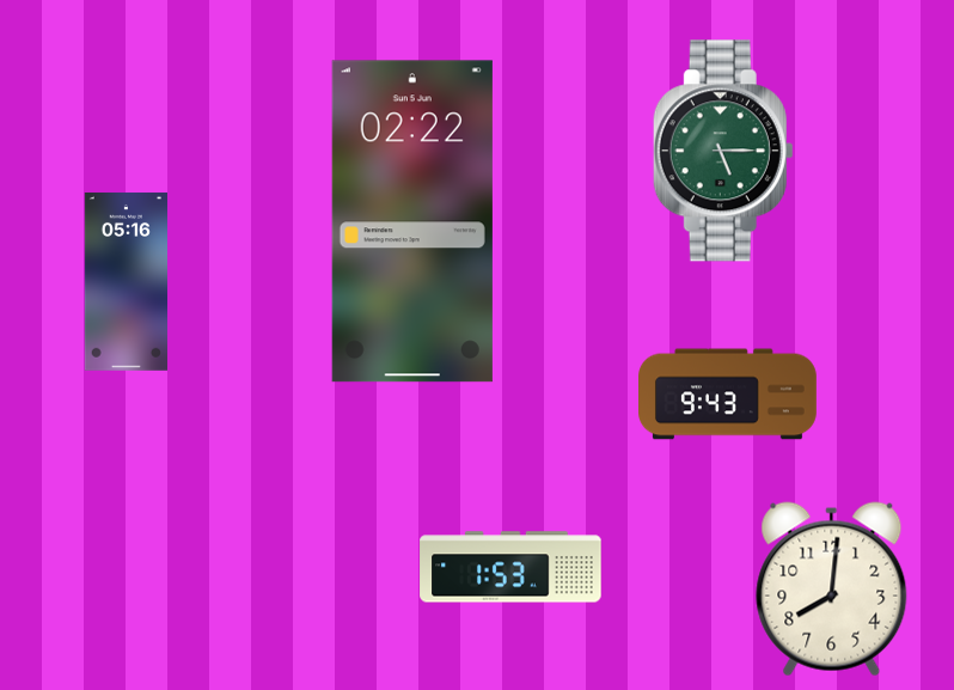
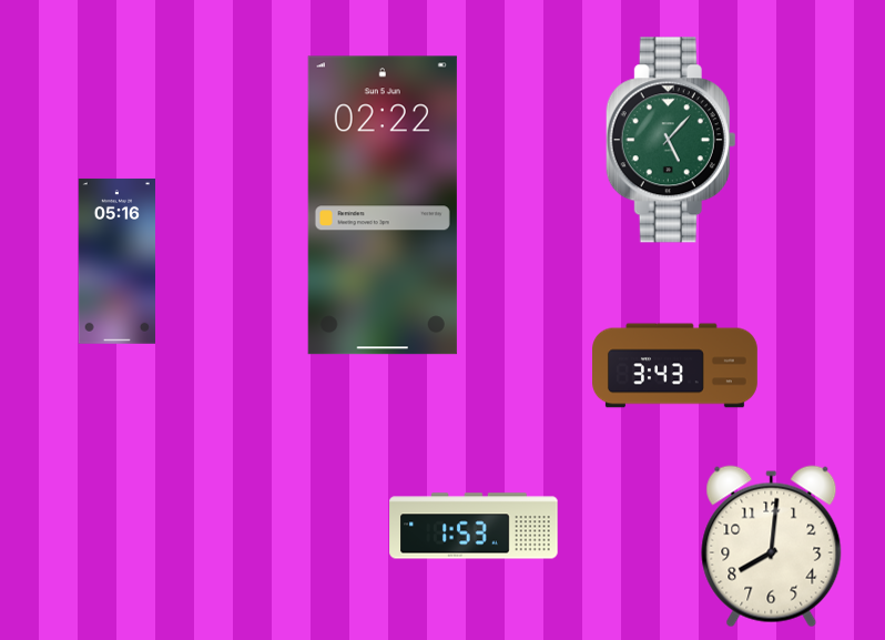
clock at (723, 151): 5:15 -> 5:07
clock at (728, 395): 9:43 -> 3:43
